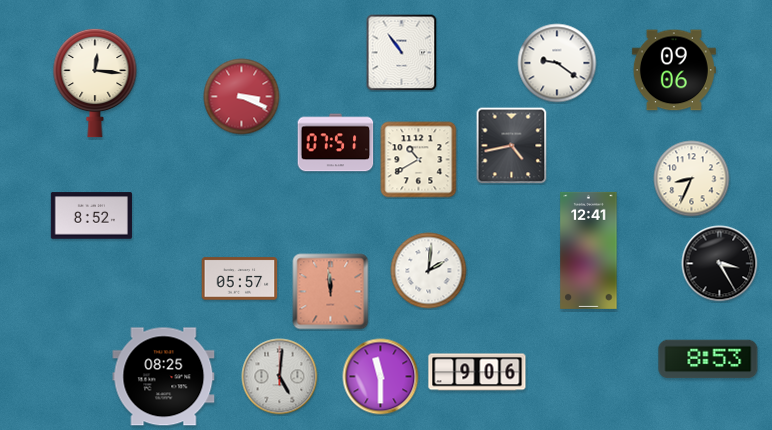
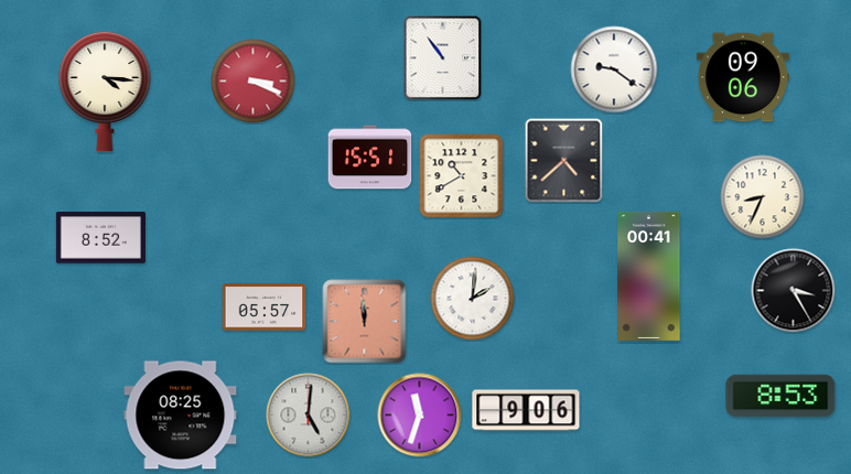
clock at (95, 83): 12:16 -> 4:16
clock at (242, 97) position: (242, 97) -> (254, 82)
clock at (336, 143): 07:51 -> 15:51
clock at (512, 146): 4:43 -> 4:38
clock at (589, 250): 12:41 -> 00:41
clock at (381, 377): 11:30 -> 11:33
